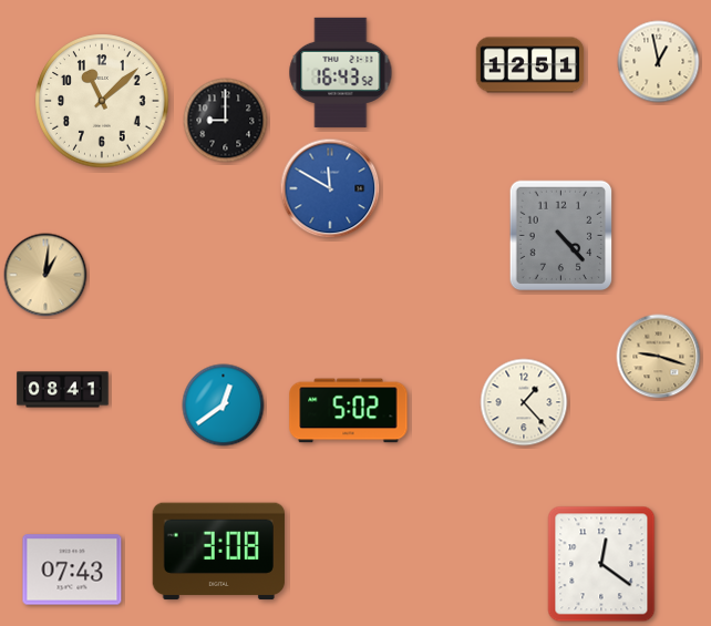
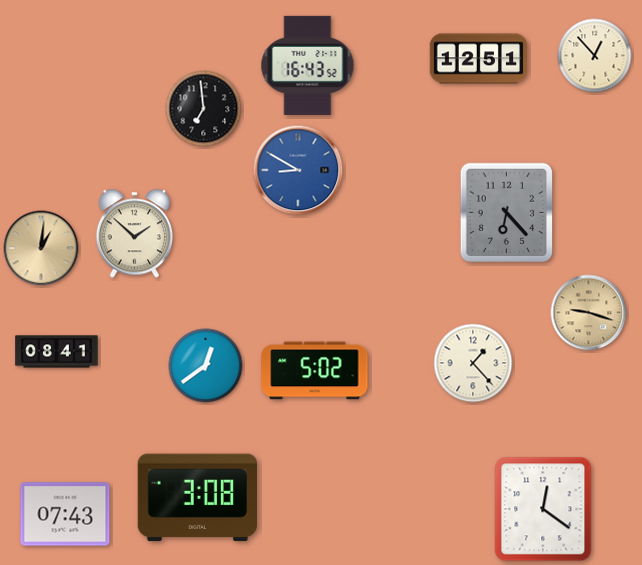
clock at (659, 62): 12:58 -> 12:53
clock at (102, 101): 11:08 -> none
clock at (226, 121): 9:00 -> 6:59
clock at (330, 188): 11:50 -> 8:50
clock at (561, 236): 4:23 -> 6:23
clock at (134, 234): none -> 1:52
clock at (659, 357) position: (659, 357) -> (589, 313)
clock at (224, 406) position: (224, 406) -> (206, 366)
